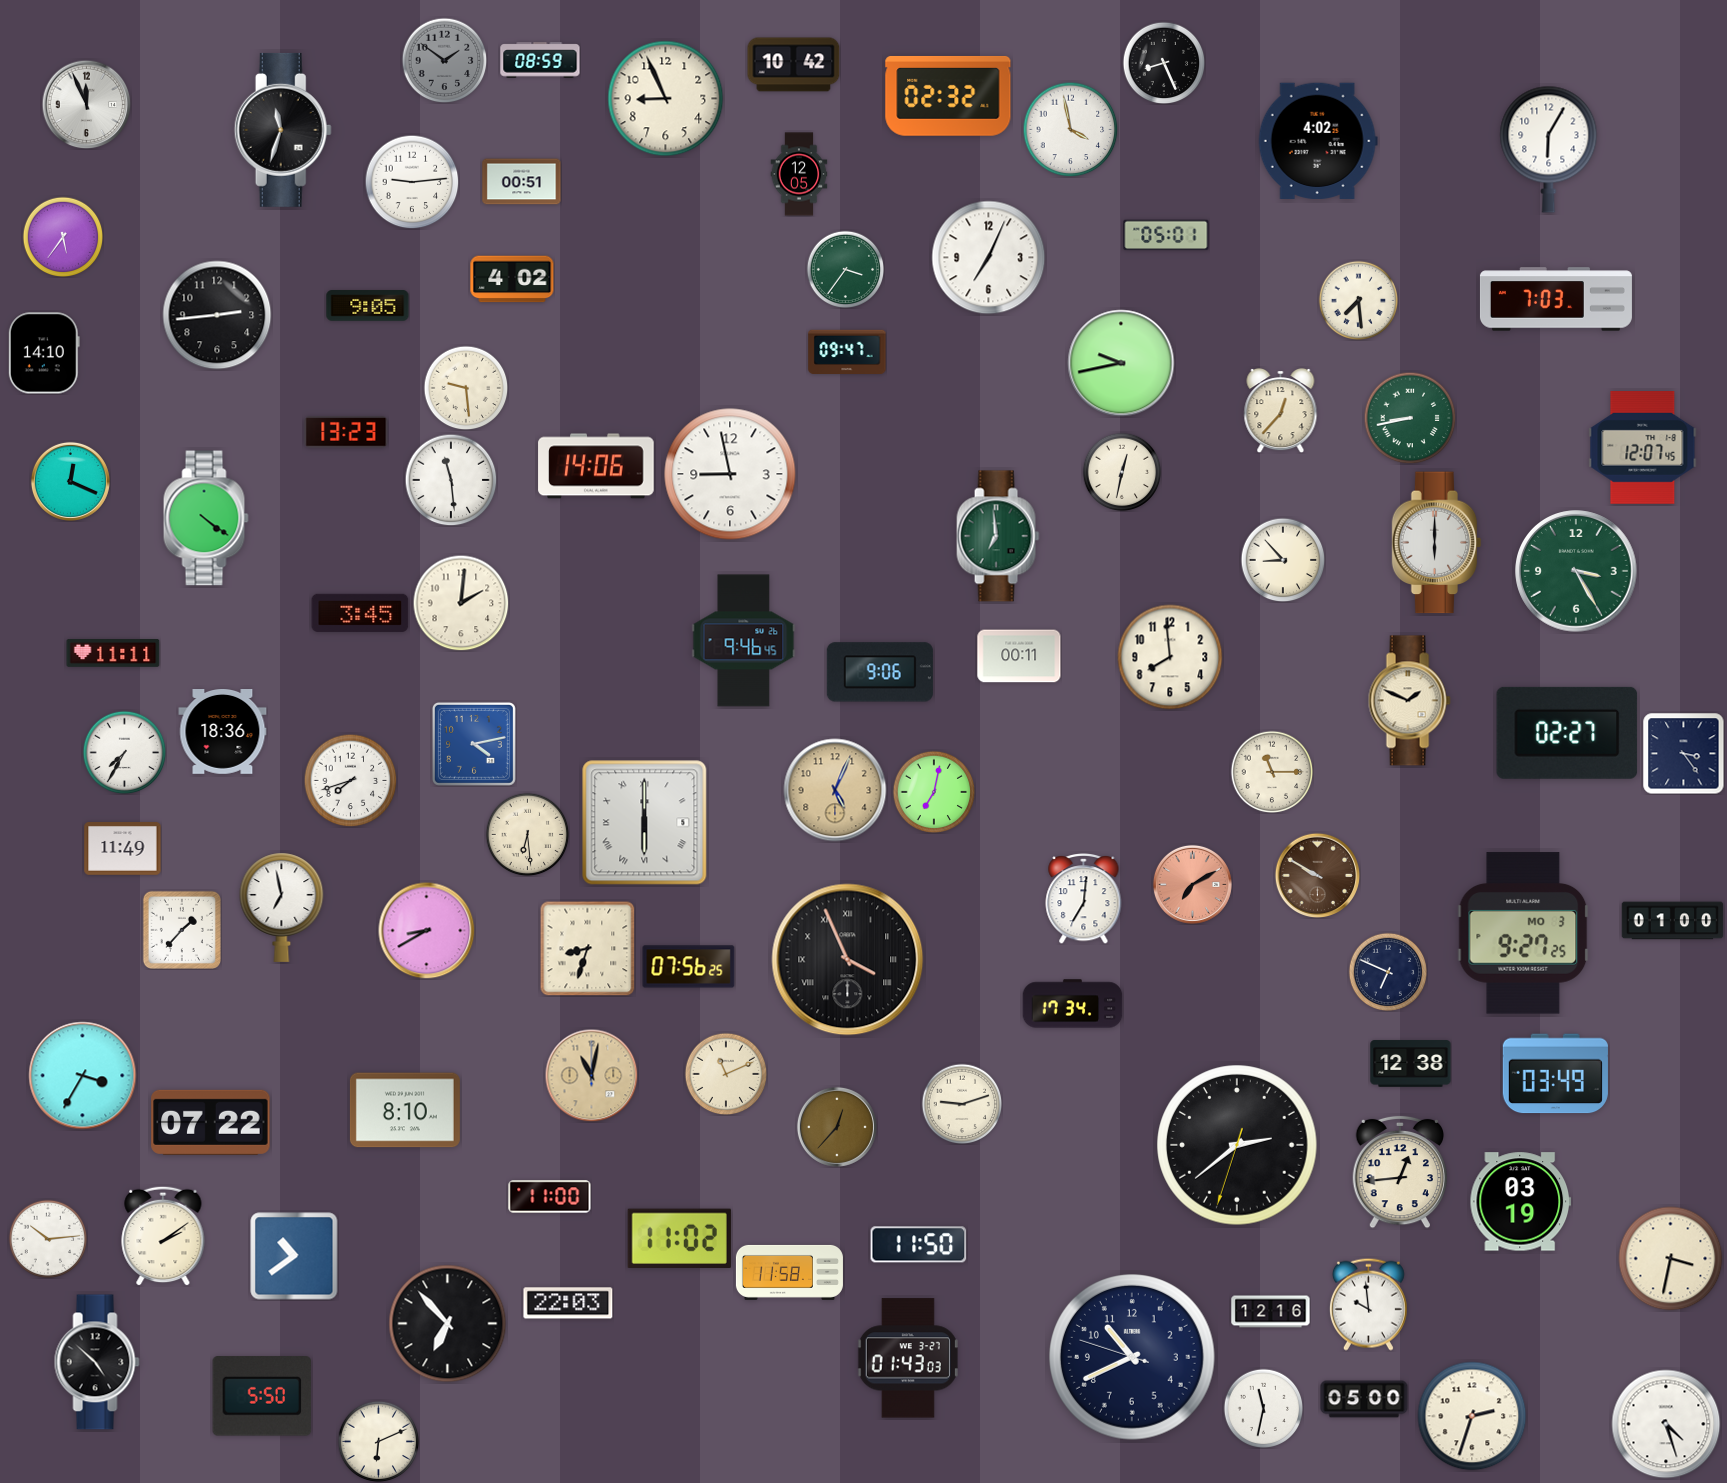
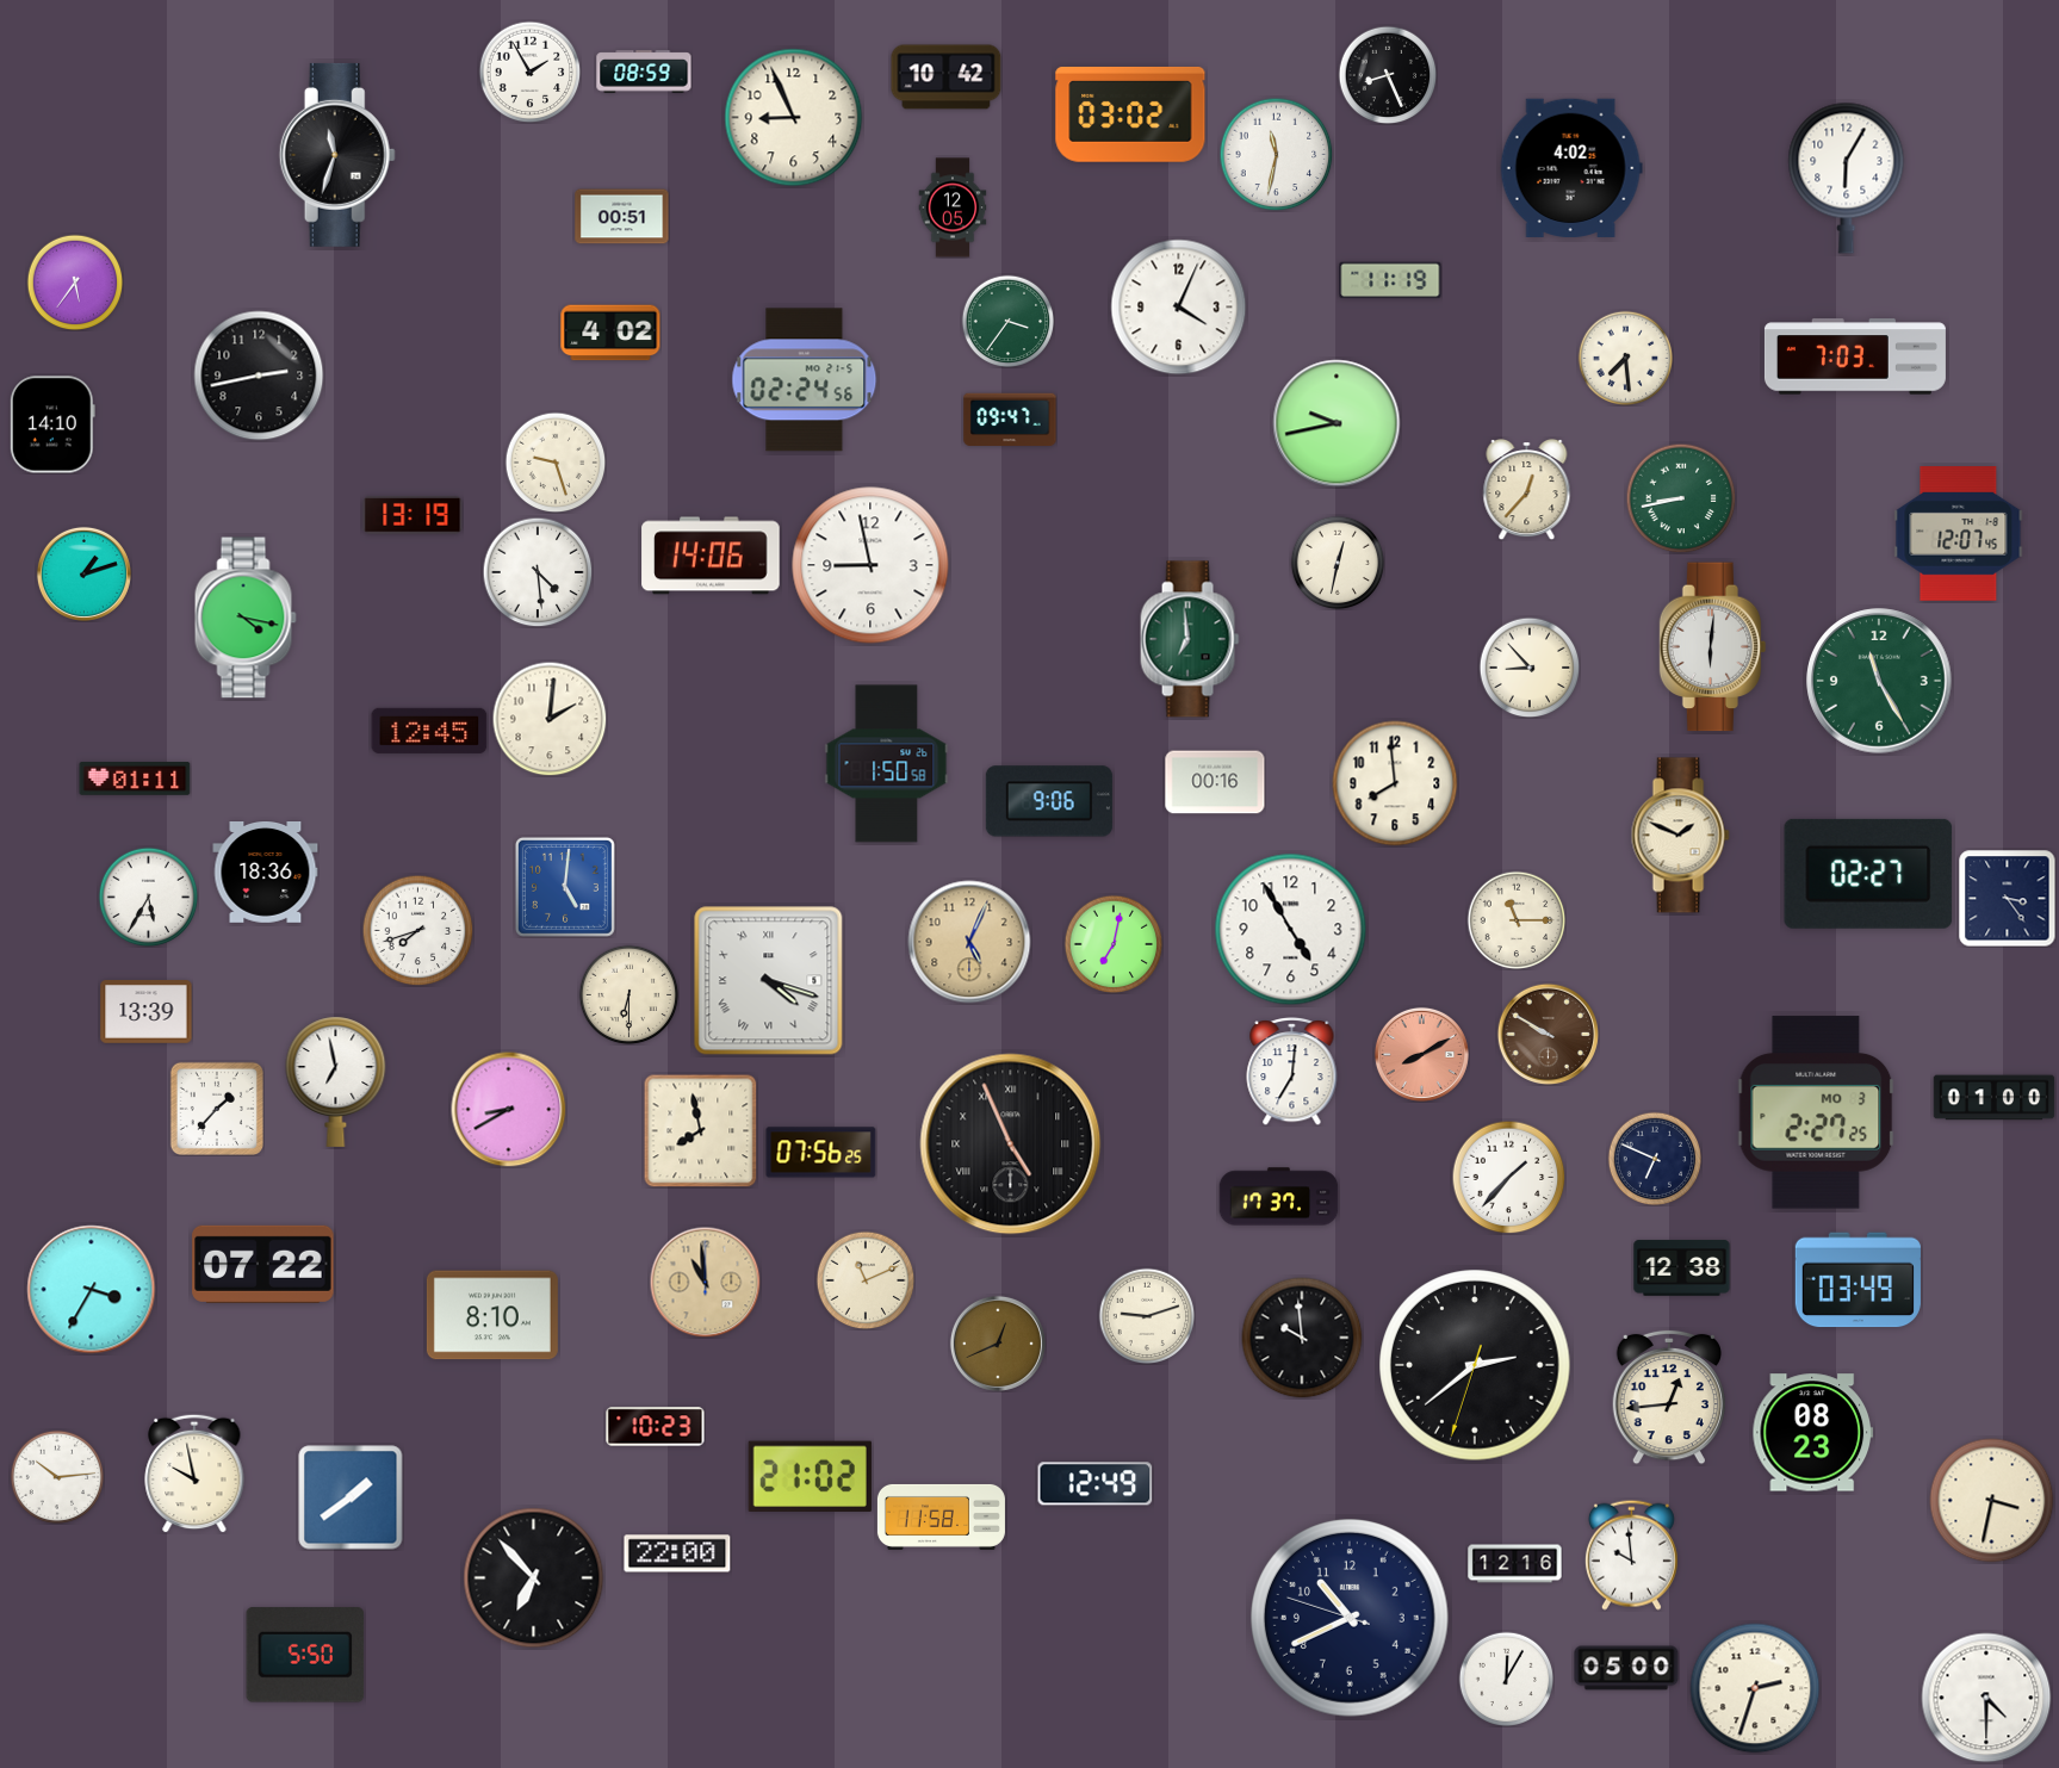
clock at (444, 60): 1:51 -> 1:55
clock at (444, 60) dial: grey -> white
clock at (948, 96): 02:32 -> 03:02
clock at (86, 104): 11:56 -> none
clock at (1070, 129): 3:58 -> 11:32
clock at (412, 182): 9:14 -> none
clock at (1166, 235): 05:01 -> 11:19
clock at (989, 258): 7:04 -> 4:04
clock at (1358, 300) position: (1358, 300) -> (1625, 358)
clock at (368, 306): 9:05 -> none
clock at (217, 315): 2:44 -> 2:43
clock at (805, 380): none -> 02:24
clock at (44, 353) position: (44, 353) -> (52, 424)
clock at (1121, 363) position: (1121, 363) -> (1337, 423)
clock at (466, 388): 9:29 -> 9:27
clock at (346, 432): 13:23 -> 13:19
clock at (451, 480): 11:29 -> 4:29
clock at (70, 481): 12:19 -> 1:12
clock at (206, 518): 4:21 -> 4:17
clock at (1437, 543): 6:00 -> 6:01
clock at (1576, 571): 3:25 -> 11:25
clock at (360, 613): 3:45 -> 12:45
clock at (744, 641): 9:46 -> 1:50
clock at (113, 654): 11:11 -> 01:11
clock at (1019, 656): 00:11 -> 00:16
clock at (474, 744): 4:13 -> 5:01
clock at (124, 752): 7:35 -> 5:35
clock at (1291, 930): none -> 4:55
clock at (835, 790) position: (835, 790) -> (969, 942)
clock at (645, 823): 6:00 -> 4:18
clock at (527, 834): 6:29 -> 6:30
clock at (123, 849): 11:49 -> 13:39
clock at (1317, 875) position: (1317, 875) -> (1548, 1034)
clock at (1192, 884): 7:10 -> 8:10
clock at (1523, 933): 9:27 -> 2:27
clock at (587, 948): 8:33 -> 7:58
clock at (848, 960): 3:56 -> 4:56
clock at (1508, 1177): none -> 1:37
clock at (1073, 1004): 17:34 -> 17:37
clock at (1555, 1074) position: (1555, 1074) -> (1858, 1280)
clock at (591, 1075): 11:02 -> 10:59
clock at (83, 1076) position: (83, 1076) -> (92, 1290)
clock at (405, 1110) position: (405, 1110) -> (492, 1315)
clock at (211, 1122) position: (211, 1122) -> (263, 1264)
clock at (1302, 1338): none -> 9:59
clock at (837, 1127): 12:37 -> 12:41
clock at (550, 1197): 11:00 -> 10:23
clock at (1521, 1202): 03:19 -> 08:23
clock at (163, 1236): 2:09 -> 9:58
clock at (679, 1238): 11:02 -> 21:02
clock at (919, 1245): 11:50 -> 12:49
clock at (294, 1256): 10:39 -> 1:39
clock at (568, 1303): 22:03 -> 22:00
clock at (908, 1358): 01:43 -> none
clock at (97, 1362): 4:52 -> none
clock at (262, 1396) position: (262, 1396) -> (305, 1655)
clock at (1263, 1408): 11:32 -> 12:05
clock at (1666, 1424): 4:27 -> 4:30
clock at (378, 1441): 6:11 -> none
